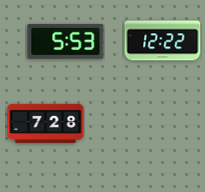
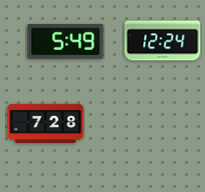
clock at (163, 41): 12:22 -> 12:24
clock at (66, 42): 5:53 -> 5:49
